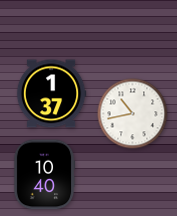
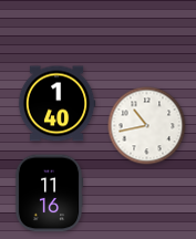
clock at (51, 94): 1:37 -> 1:40
clock at (44, 175): 10:40 -> 11:16
